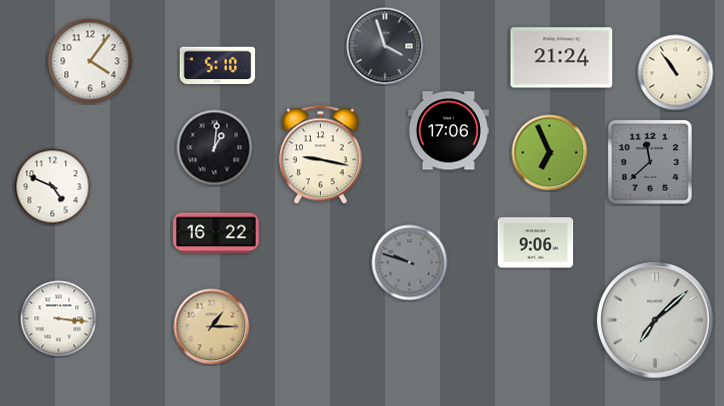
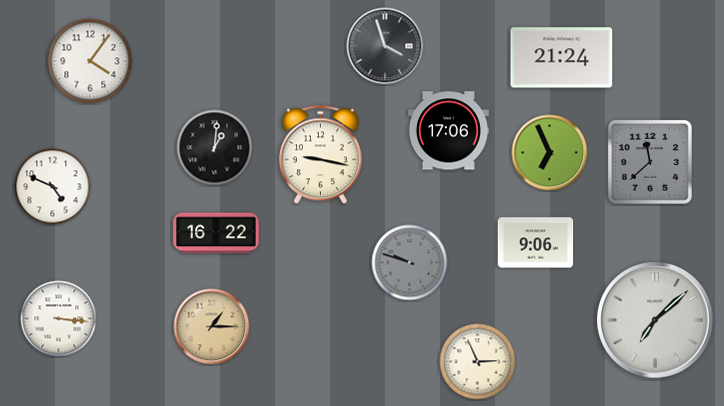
clock at (218, 66): 5:10 -> none
clock at (676, 73): 10:54 -> none
clock at (478, 362): none -> 2:56
